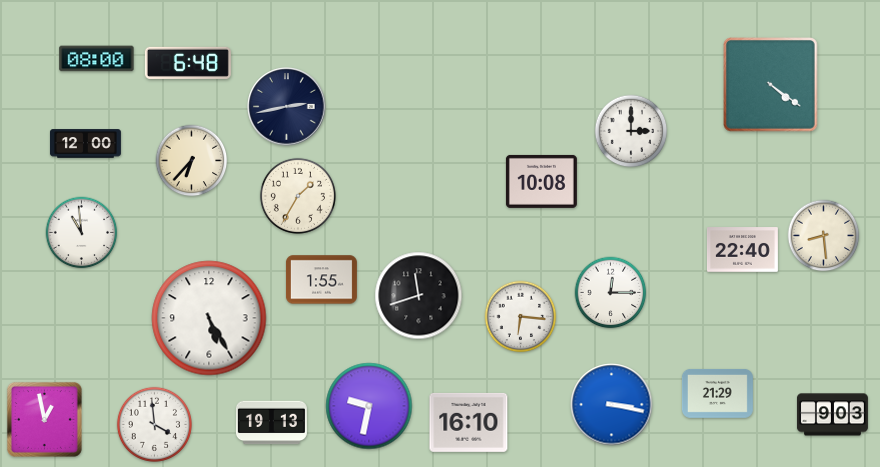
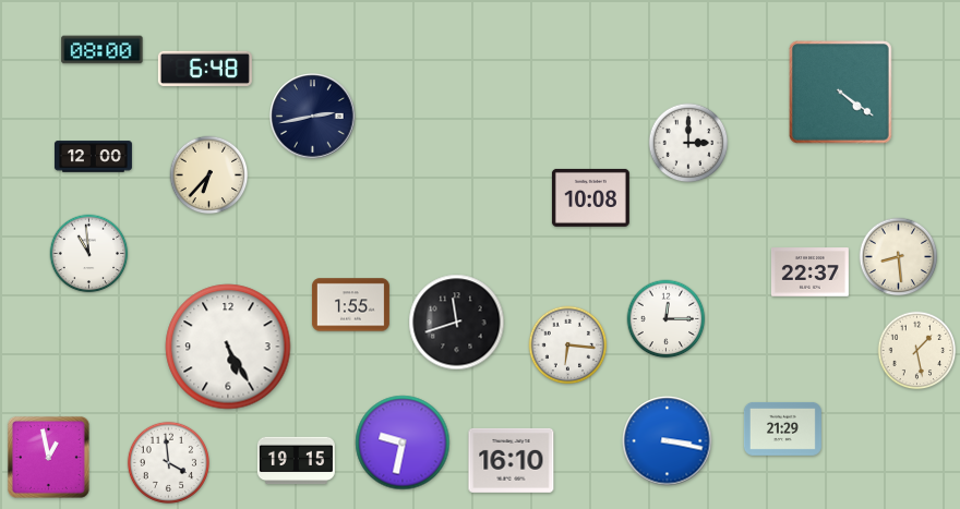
clock at (97, 59) position: (97, 59) -> (103, 50)
clock at (298, 196): 1:35 -> none
clock at (742, 250): 22:40 -> 22:37
clock at (917, 351): none -> 1:28
clock at (832, 415): 9:03 -> none
clock at (271, 423): 19:13 -> 19:15
